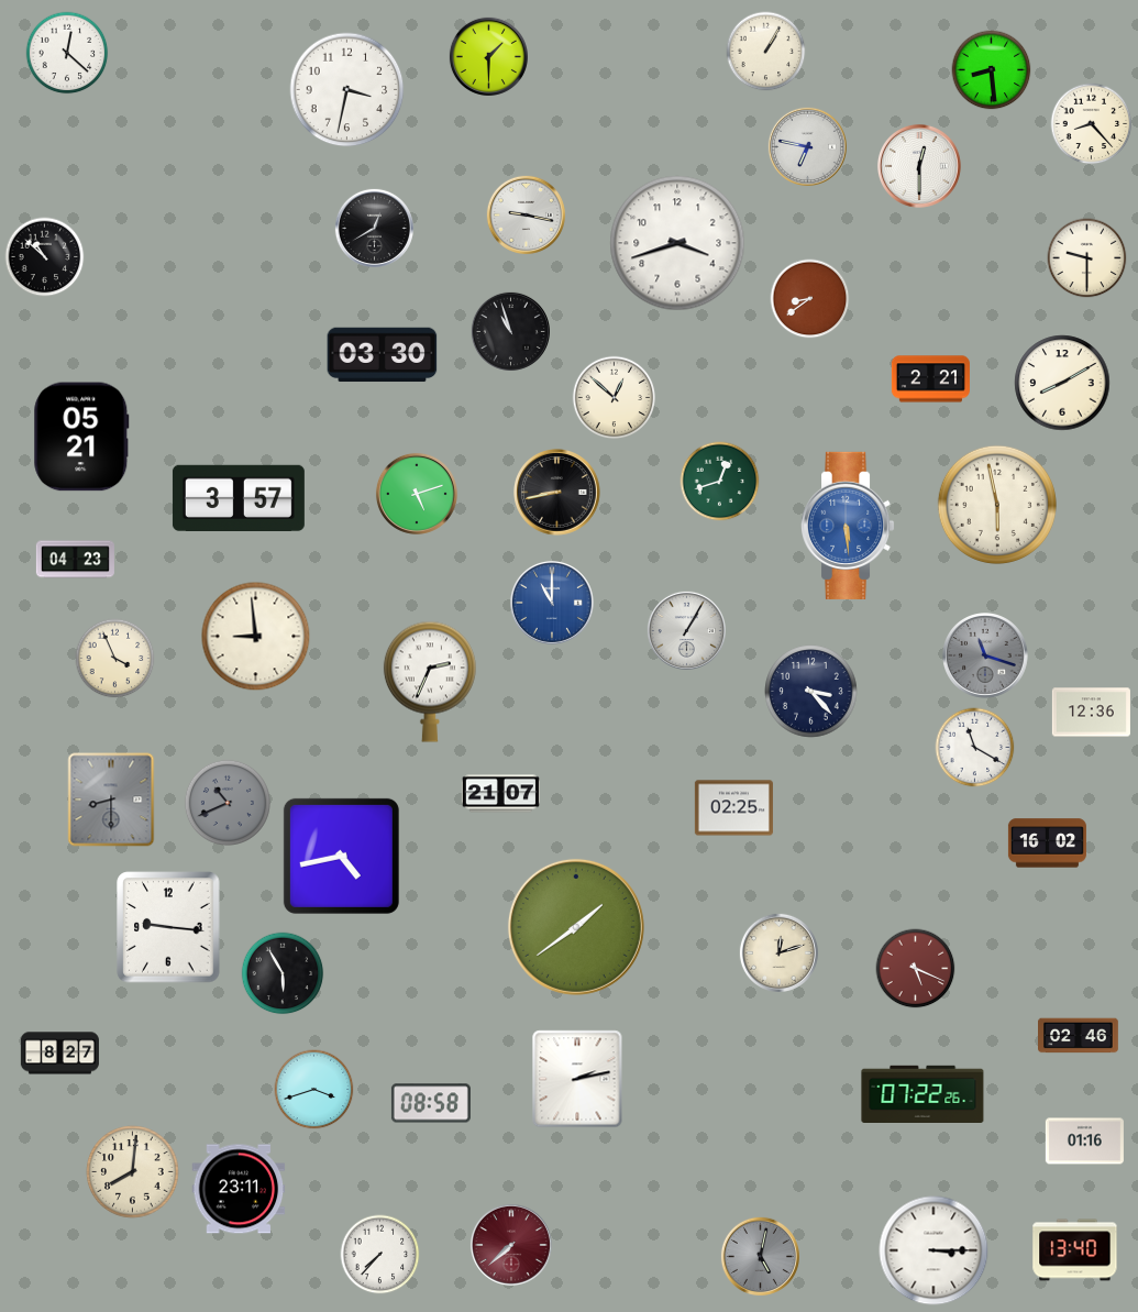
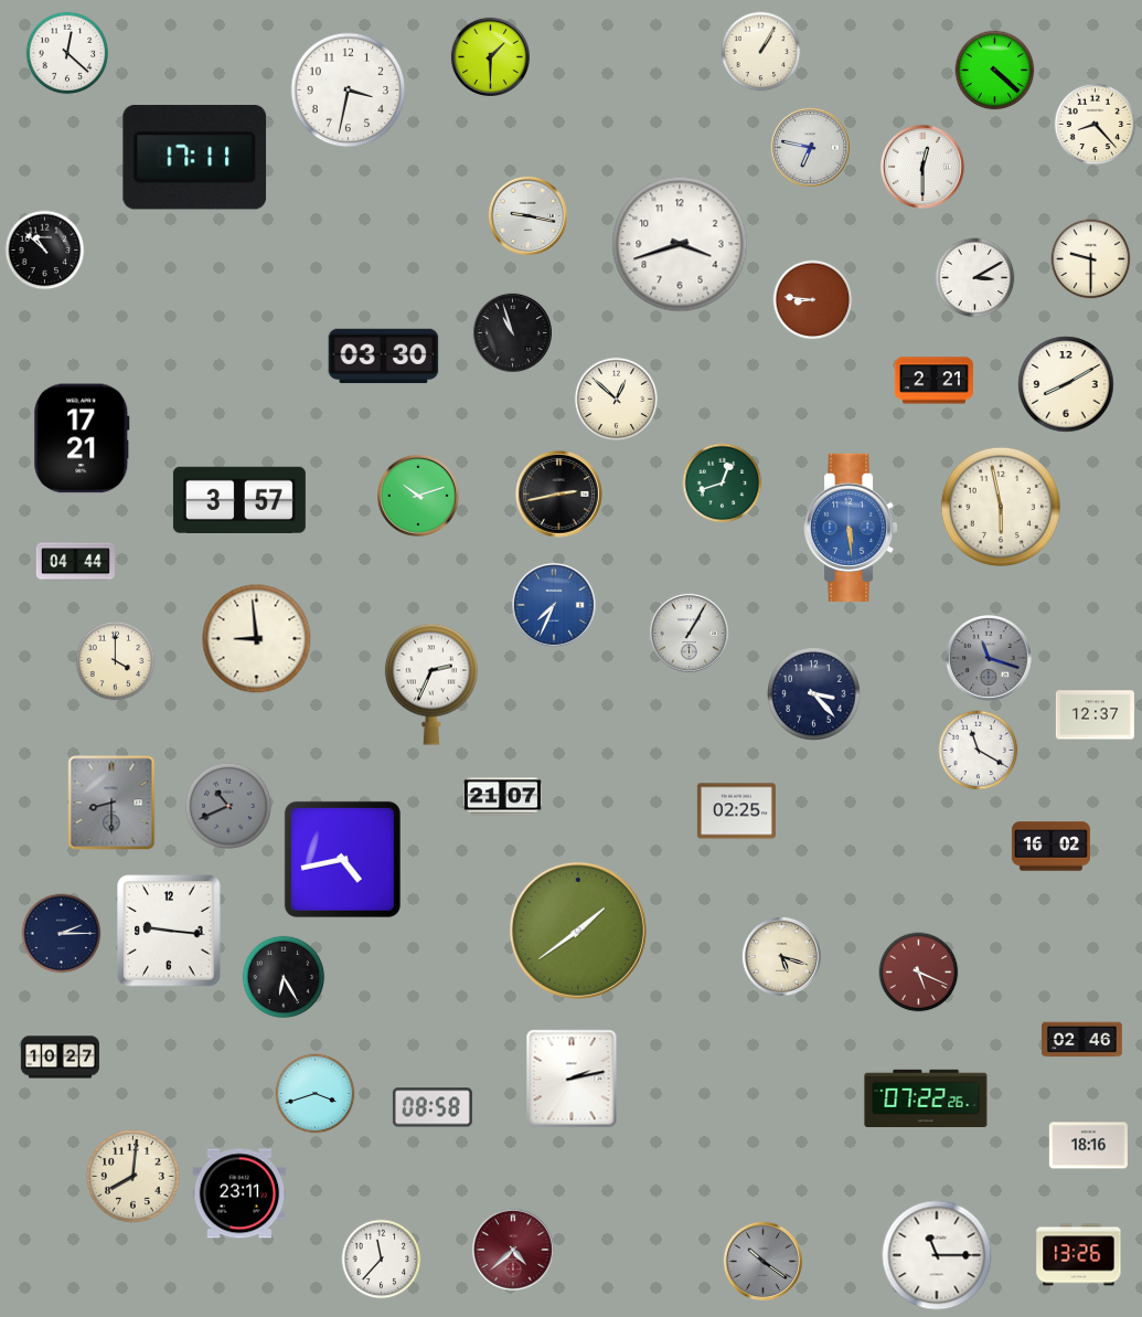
clock at (766, 52) position: (766, 52) -> (761, 52)
clock at (992, 70): 8:29 -> 4:22
clock at (195, 158): none -> 17:11
clock at (374, 228): 12:40 -> none
clock at (45, 257) position: (45, 257) -> (45, 251)
clock at (975, 278): none -> 3:10
clock at (810, 299): 8:39 -> 8:46
clock at (81, 437): 05:21 -> 17:21
clock at (557, 493): 8:43 -> 2:43
clock at (417, 494): 5:12 -> 10:12
clock at (75, 560): 04:23 -> 04:44
clock at (552, 603): 11:00 -> 7:34
clock at (115, 659): 3:56 -> 4:00
clock at (1091, 713): 12:36 -> 12:37
clock at (62, 934): none -> 2:15
clock at (778, 952): 12:12 -> 5:18
clock at (283, 973): 5:55 -> 6:25
clock at (59, 1054): 8:27 -> 10:27
clock at (577, 1079) position: (577, 1079) -> (572, 1079)
clock at (1084, 1142): 01:16 -> 18:16
clock at (511, 1245): 7:38 -> 4:38
clock at (933, 1250): 3:15 -> 11:15
clock at (1075, 1250): 13:40 -> 13:26
clock at (380, 1255): 7:37 -> 11:37
clock at (760, 1256): 5:02 -> 10:21
